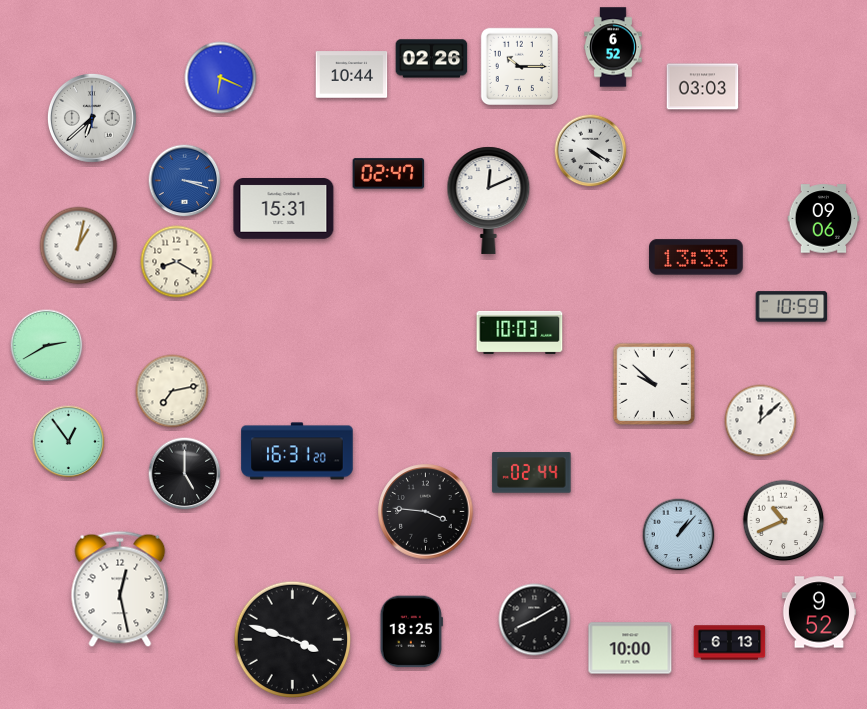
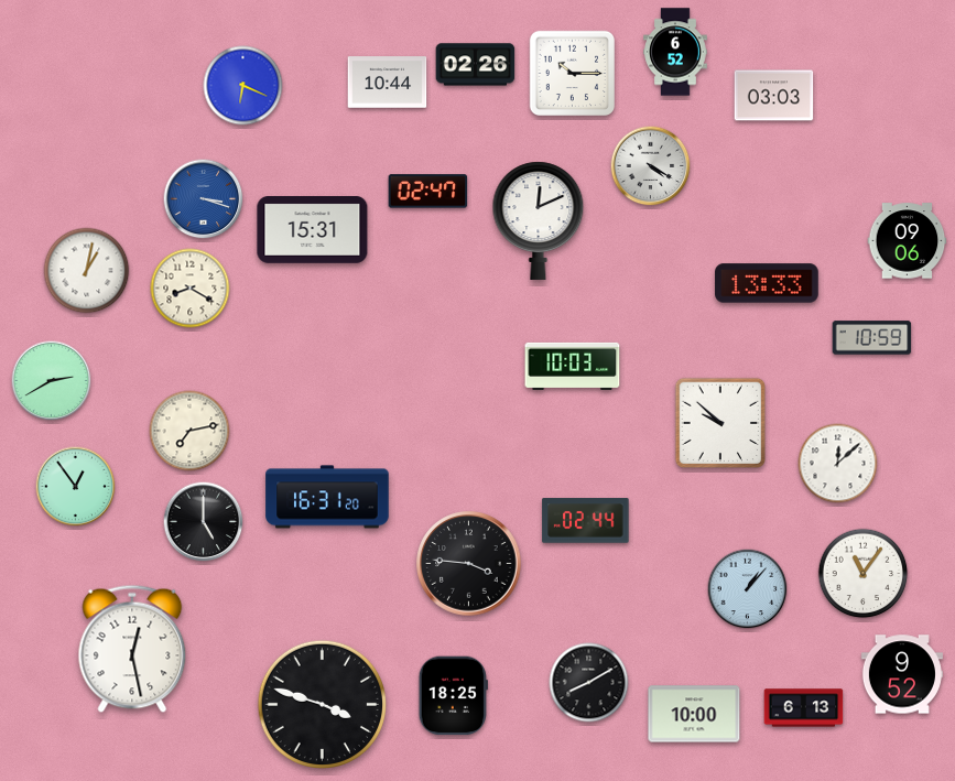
clock at (92, 118): 6:38 -> none
clock at (177, 262) position: (177, 262) -> (191, 289)
clock at (784, 521): 10:41 -> 11:06
